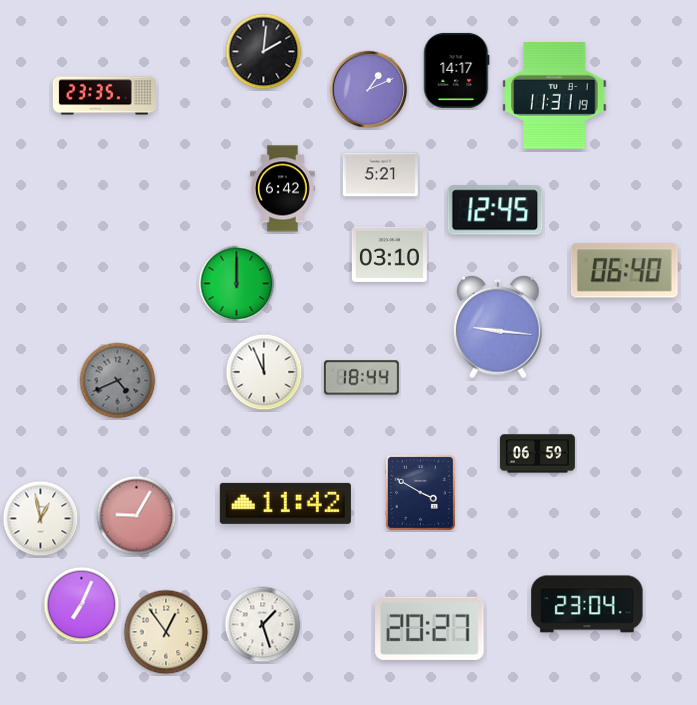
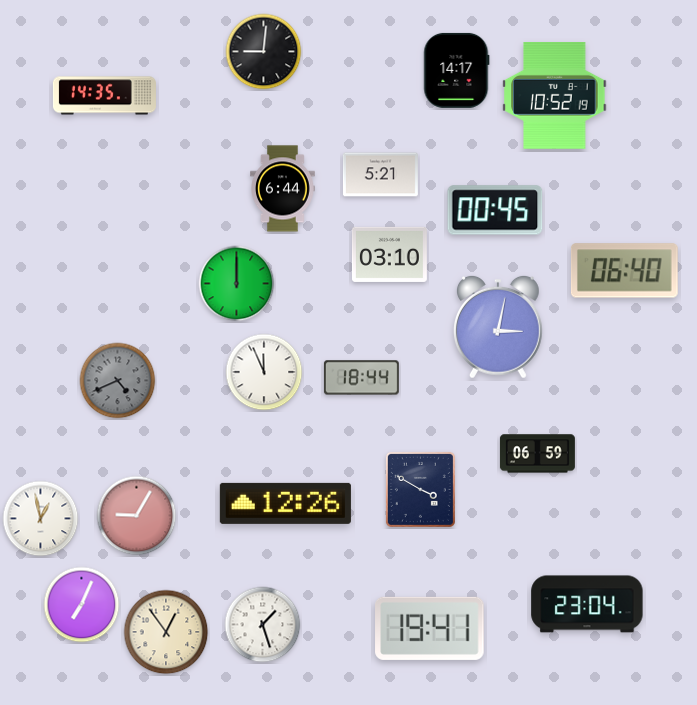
clock at (264, 52): 2:01 -> 9:01
clock at (369, 90): 1:11 -> none
clock at (104, 96): 23:35 -> 14:35
clock at (555, 96): 11:31 -> 10:52
clock at (283, 189): 6:42 -> 6:44
clock at (495, 210): 12:45 -> 00:45
clock at (498, 327): 9:16 -> 3:02
clock at (420, 492) position: (420, 492) -> (420, 489)
clock at (285, 503): 11:42 -> 12:26
clock at (430, 628): 20:27 -> 19:41
